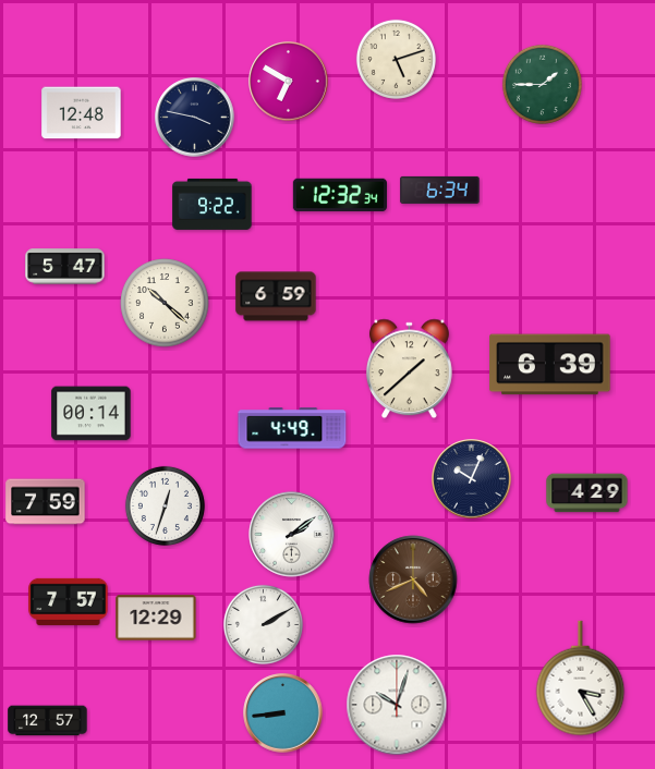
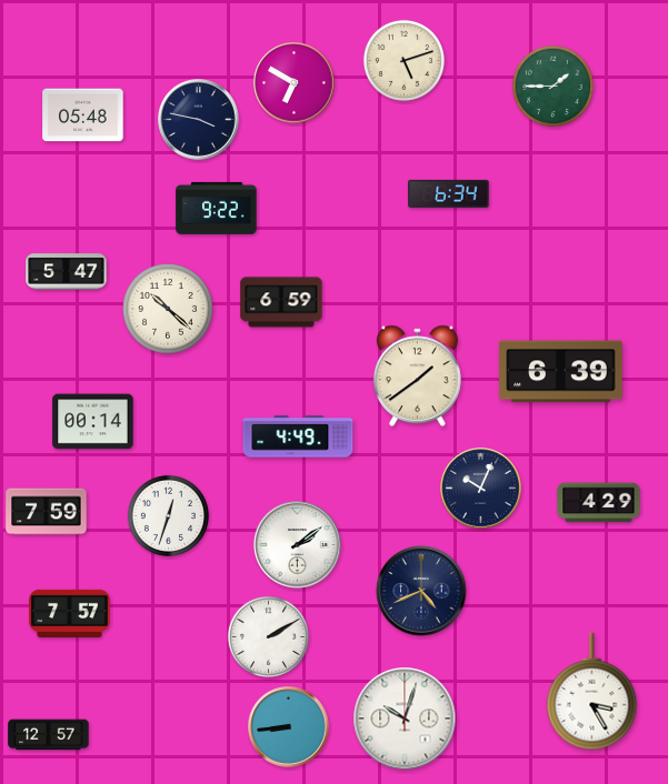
clock at (82, 113): 12:48 -> 05:48
clock at (340, 195): 12:32 -> none
clock at (409, 369): 1:38 -> 1:39
clock at (413, 579) dial: brown -> navy
clock at (156, 618): 12:29 -> none
